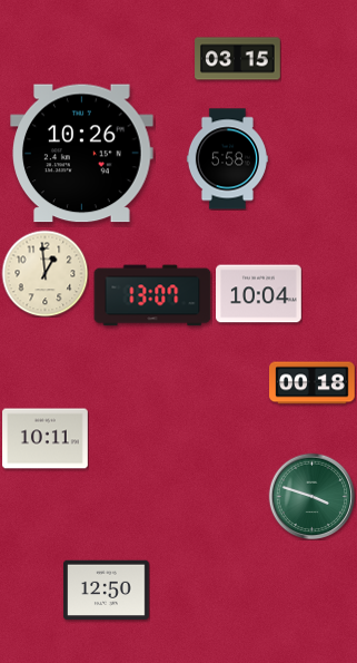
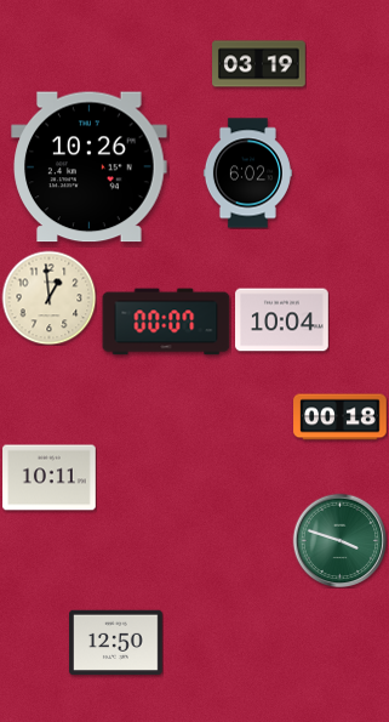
clock at (238, 59): 03:15 -> 03:19
clock at (227, 159): 5:58 -> 6:02
clock at (152, 295): 13:07 -> 00:07
